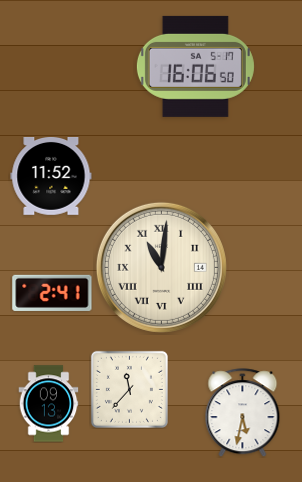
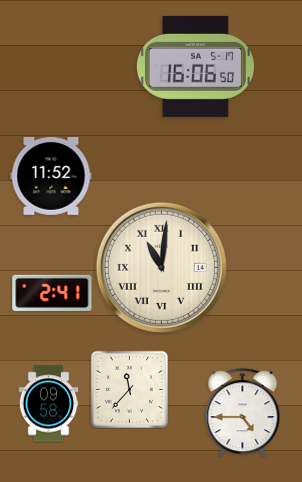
clock at (49, 404): 09:13 -> 09:58
clock at (243, 413): 5:32 -> 4:45
